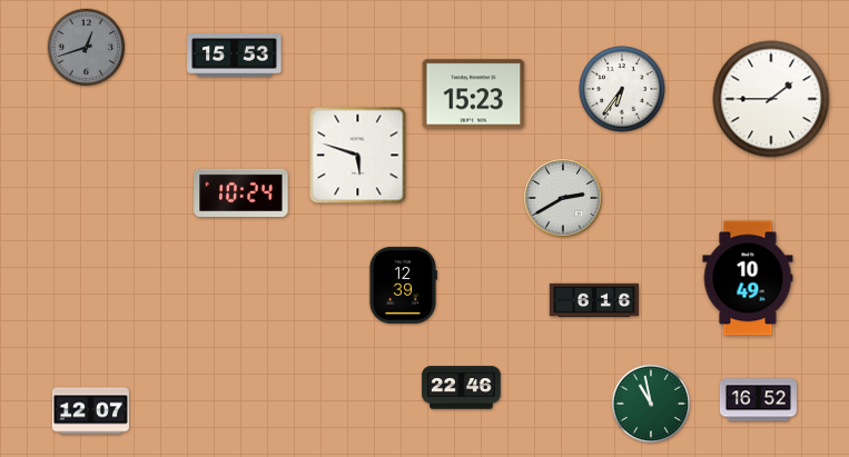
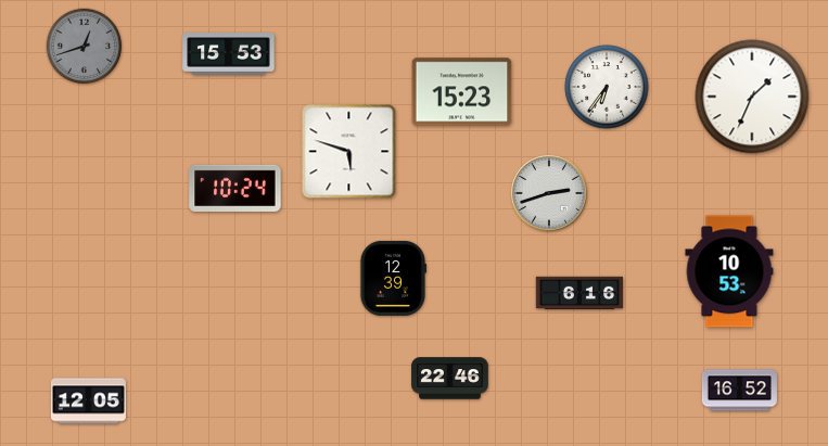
clock at (771, 99): 1:45 -> 1:34
clock at (563, 198): 2:40 -> 2:42
clock at (748, 278): 10:49 -> 10:53
clock at (651, 404): 10:58 -> none
clock at (90, 411): 12:07 -> 12:05
